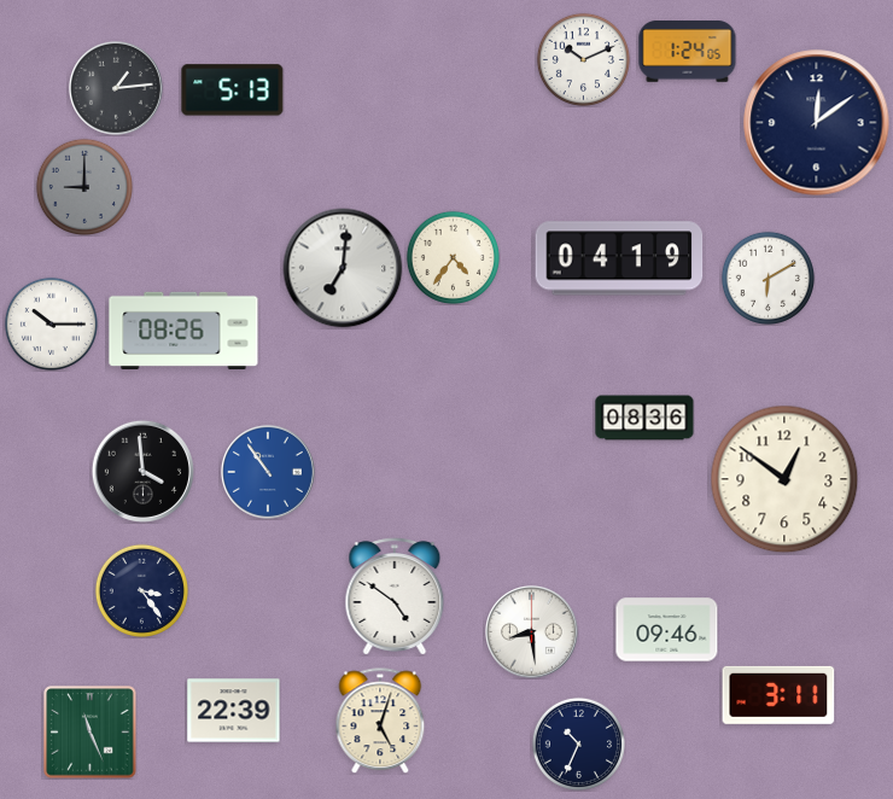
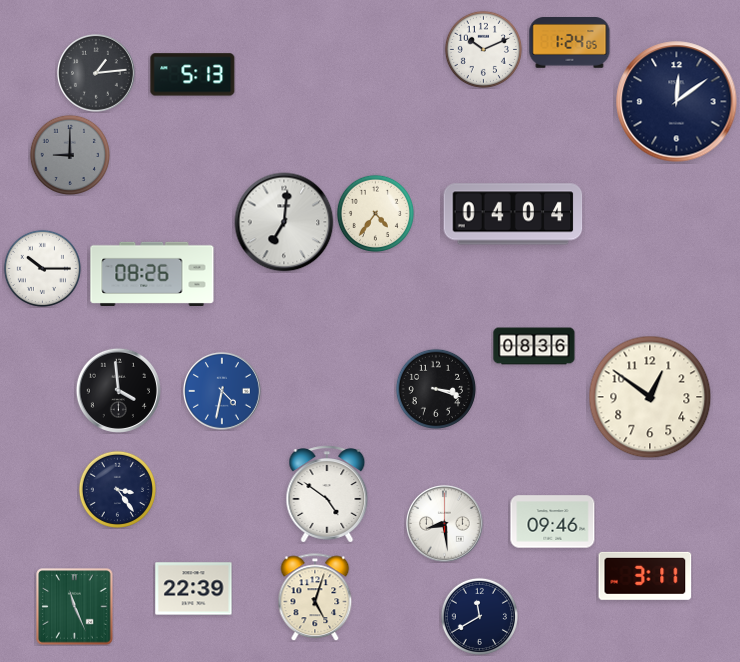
clock at (619, 258): 04:19 -> 04:04
clock at (767, 278): 6:10 -> none
clock at (435, 388): none -> 3:18
clock at (268, 472): 10:54 -> 4:32
clock at (532, 632) position: (532, 632) -> (445, 524)
clock at (578, 743): 10:34 -> 11:40
